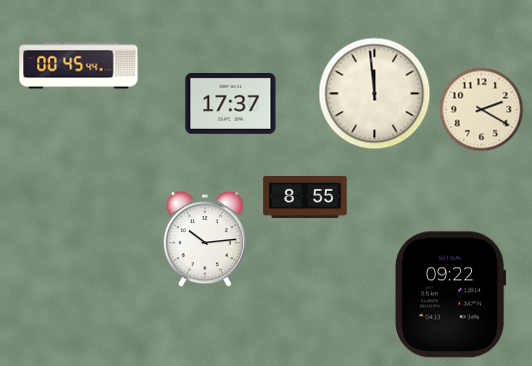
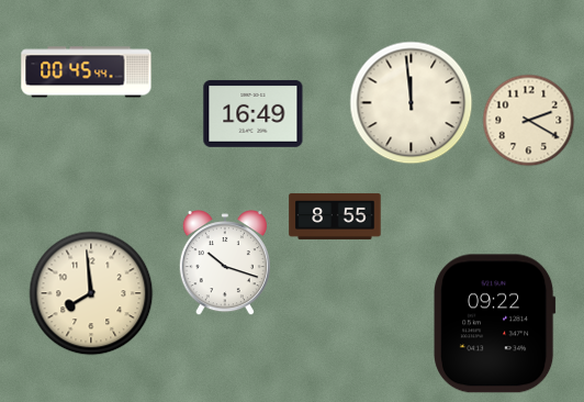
clock at (231, 103): 17:37 -> 16:49
clock at (205, 240): 10:14 -> 10:18
clock at (91, 293): none -> 7:59
